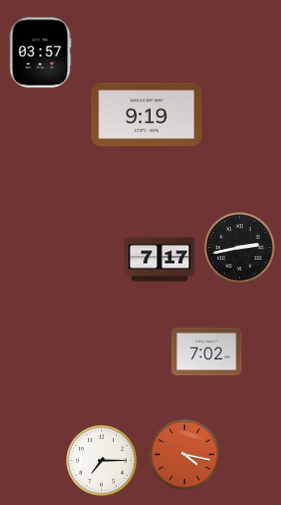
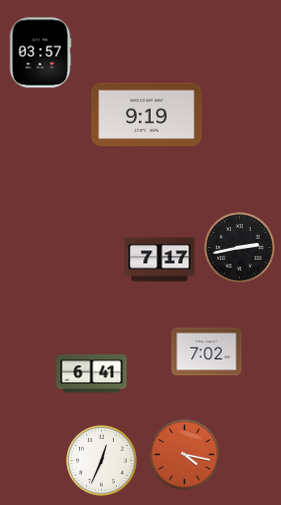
clock at (92, 374): none -> 6:41
clock at (102, 461): 7:15 -> 12:34
